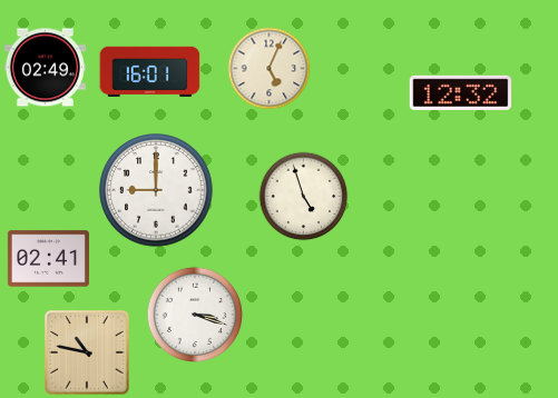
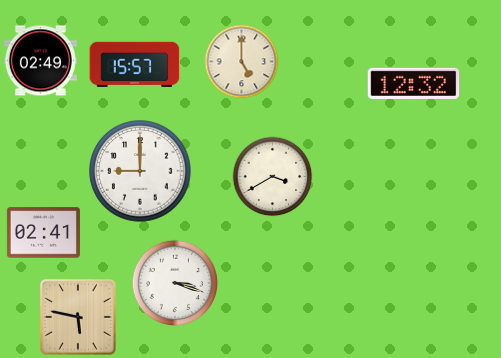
clock at (270, 69): 5:04 -> 5:00
clock at (150, 71): 16:01 -> 15:57
clock at (304, 197): 4:57 -> 3:40
clock at (88, 354): 10:47 -> 5:47
